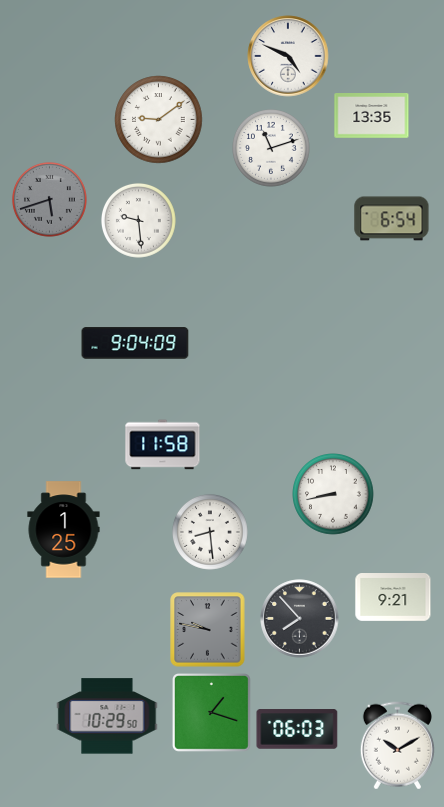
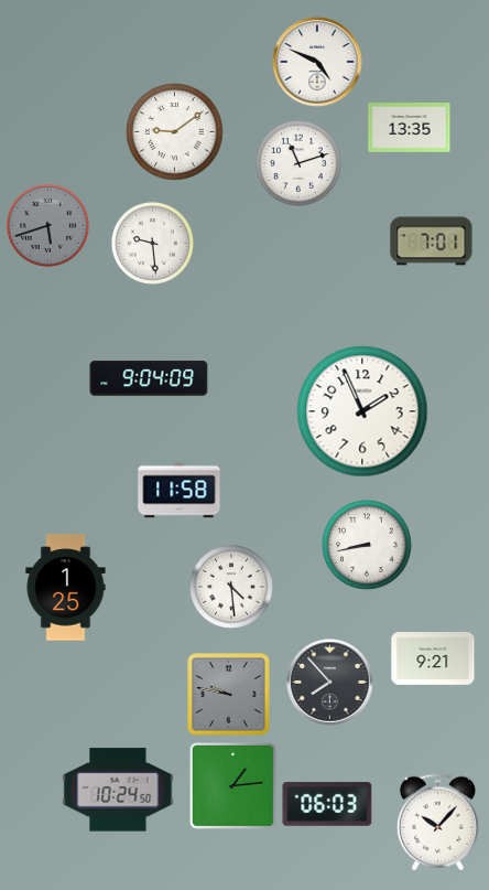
clock at (49, 199) position: (49, 199) -> (47, 225)
clock at (392, 219): 6:54 -> 7:01
clock at (362, 411): none -> 1:56
clock at (64, 530) position: (64, 530) -> (66, 588)
clock at (210, 532): 8:29 -> 4:29
clock at (212, 713): 1:18 -> 1:14
clock at (107, 716): 10:29 -> 10:24
clock at (397, 746): 10:10 -> 10:07
